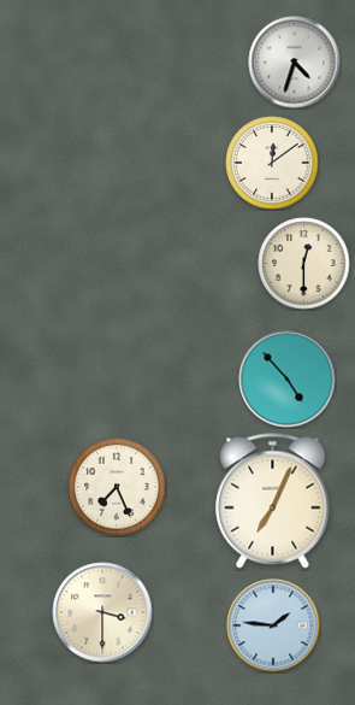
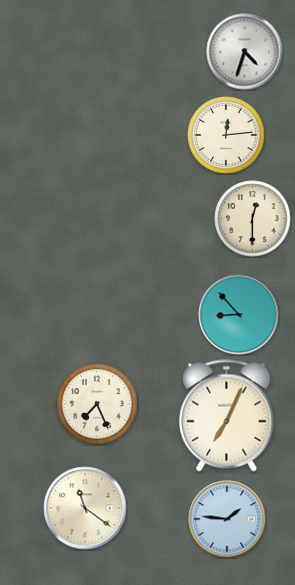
clock at (272, 163): 12:09 -> 12:14
clock at (288, 380): 4:53 -> 8:53
clock at (102, 612): 3:30 -> 11:21
